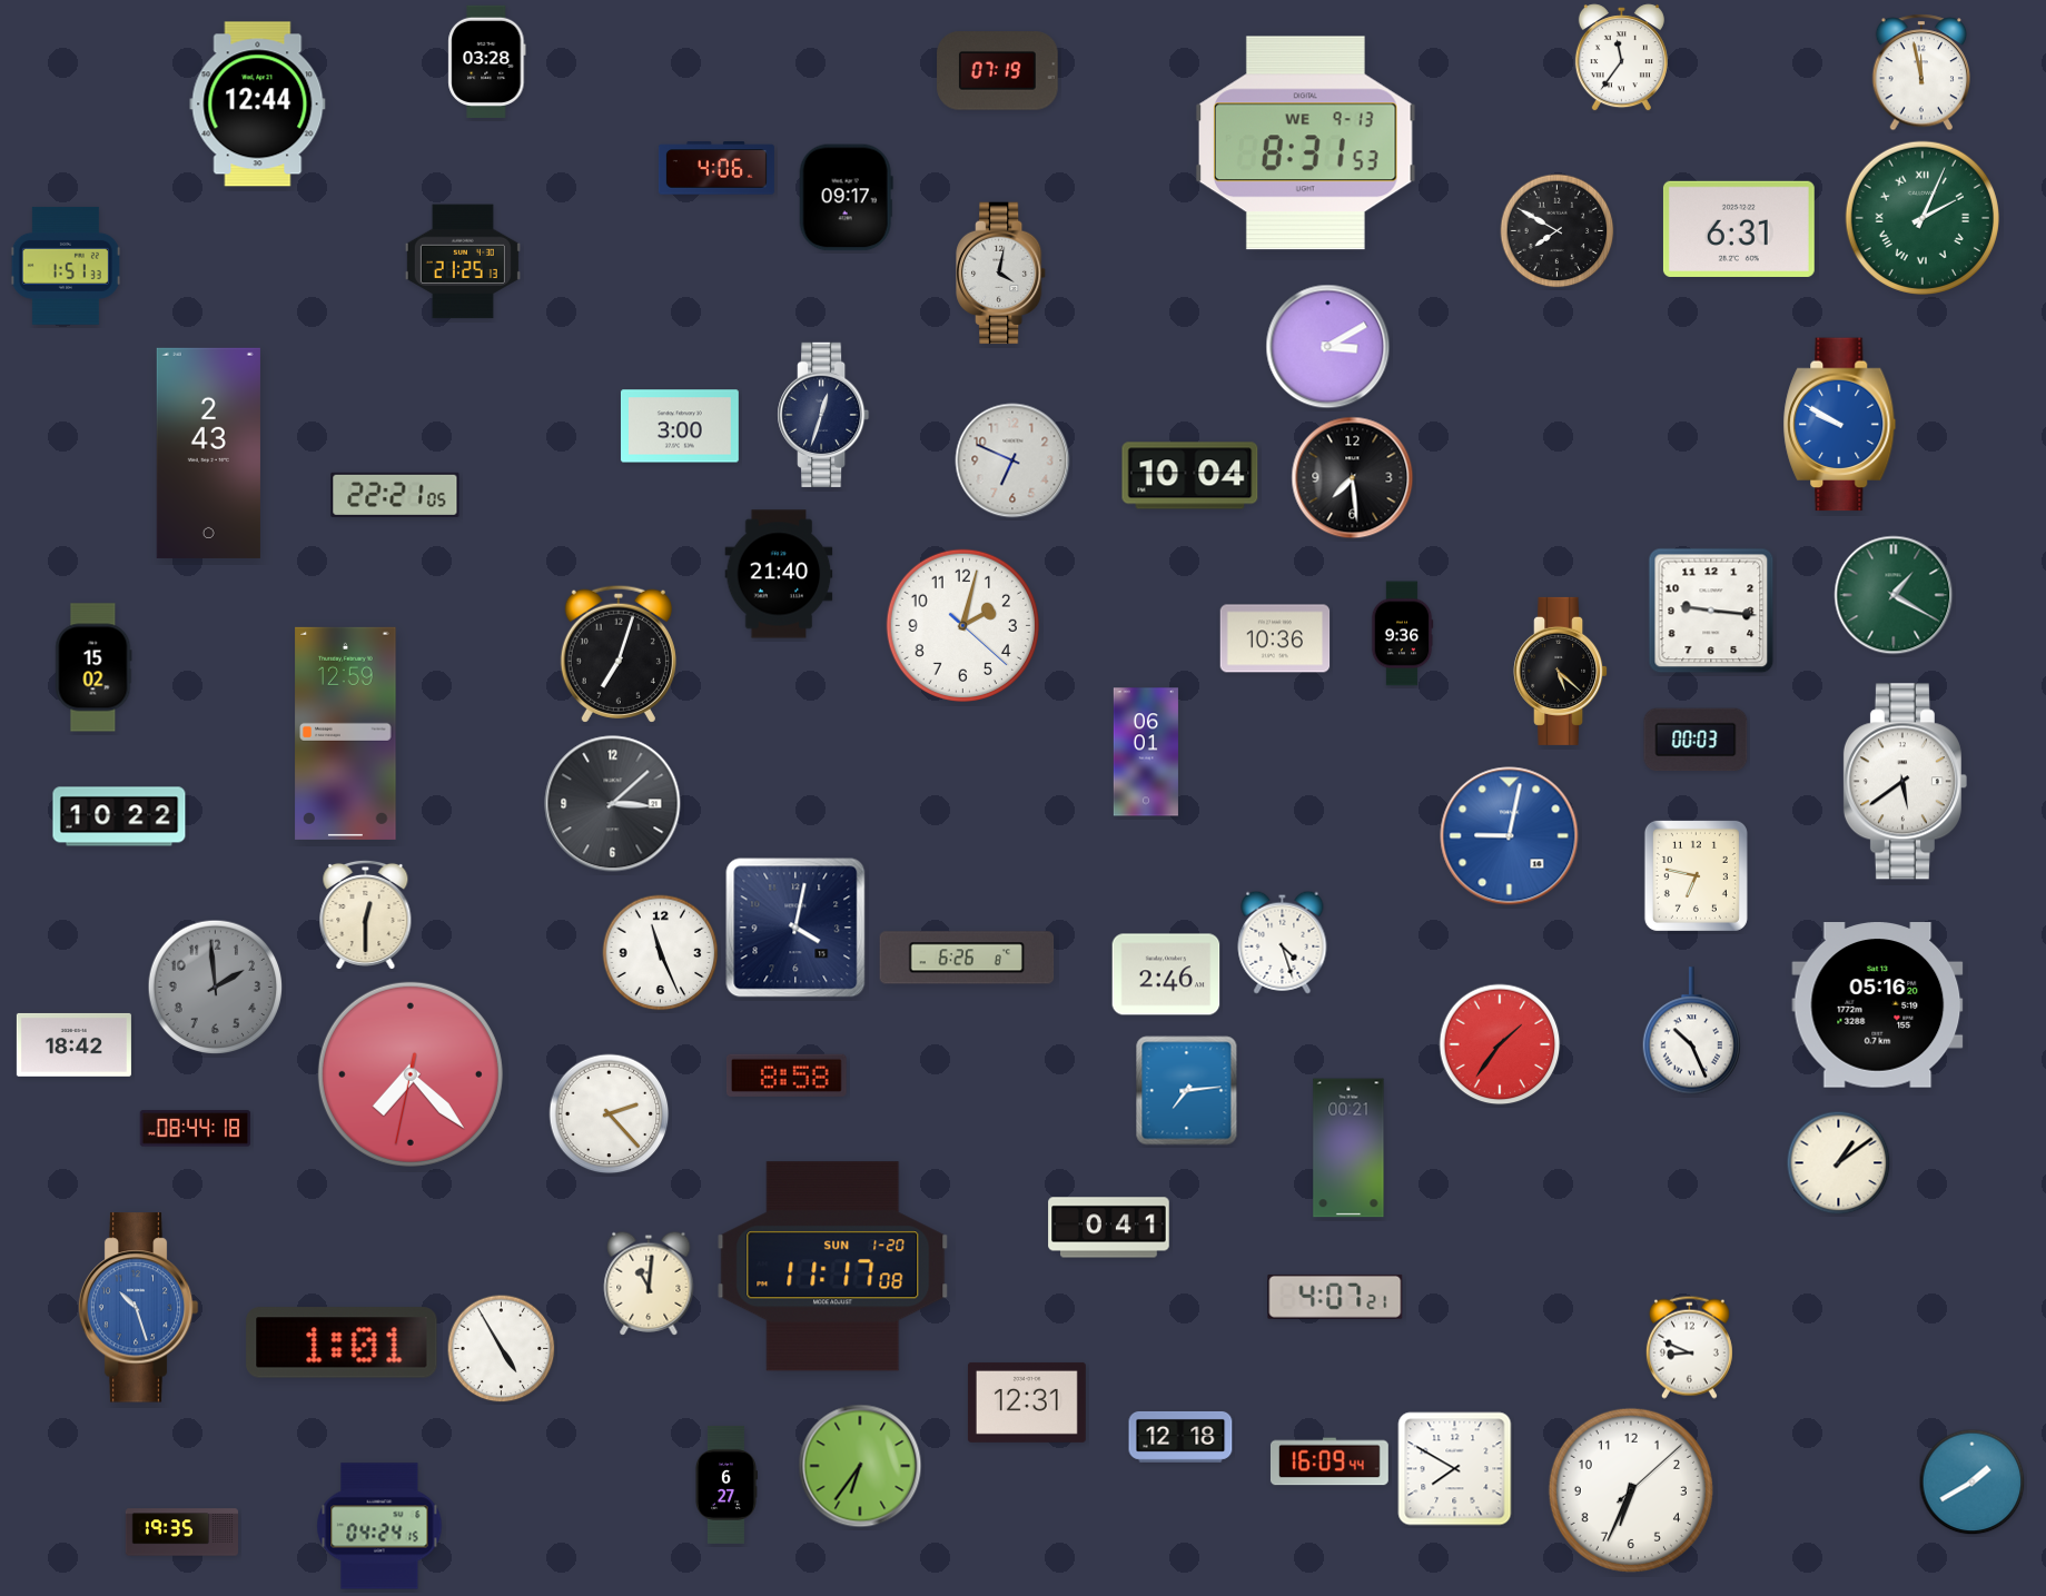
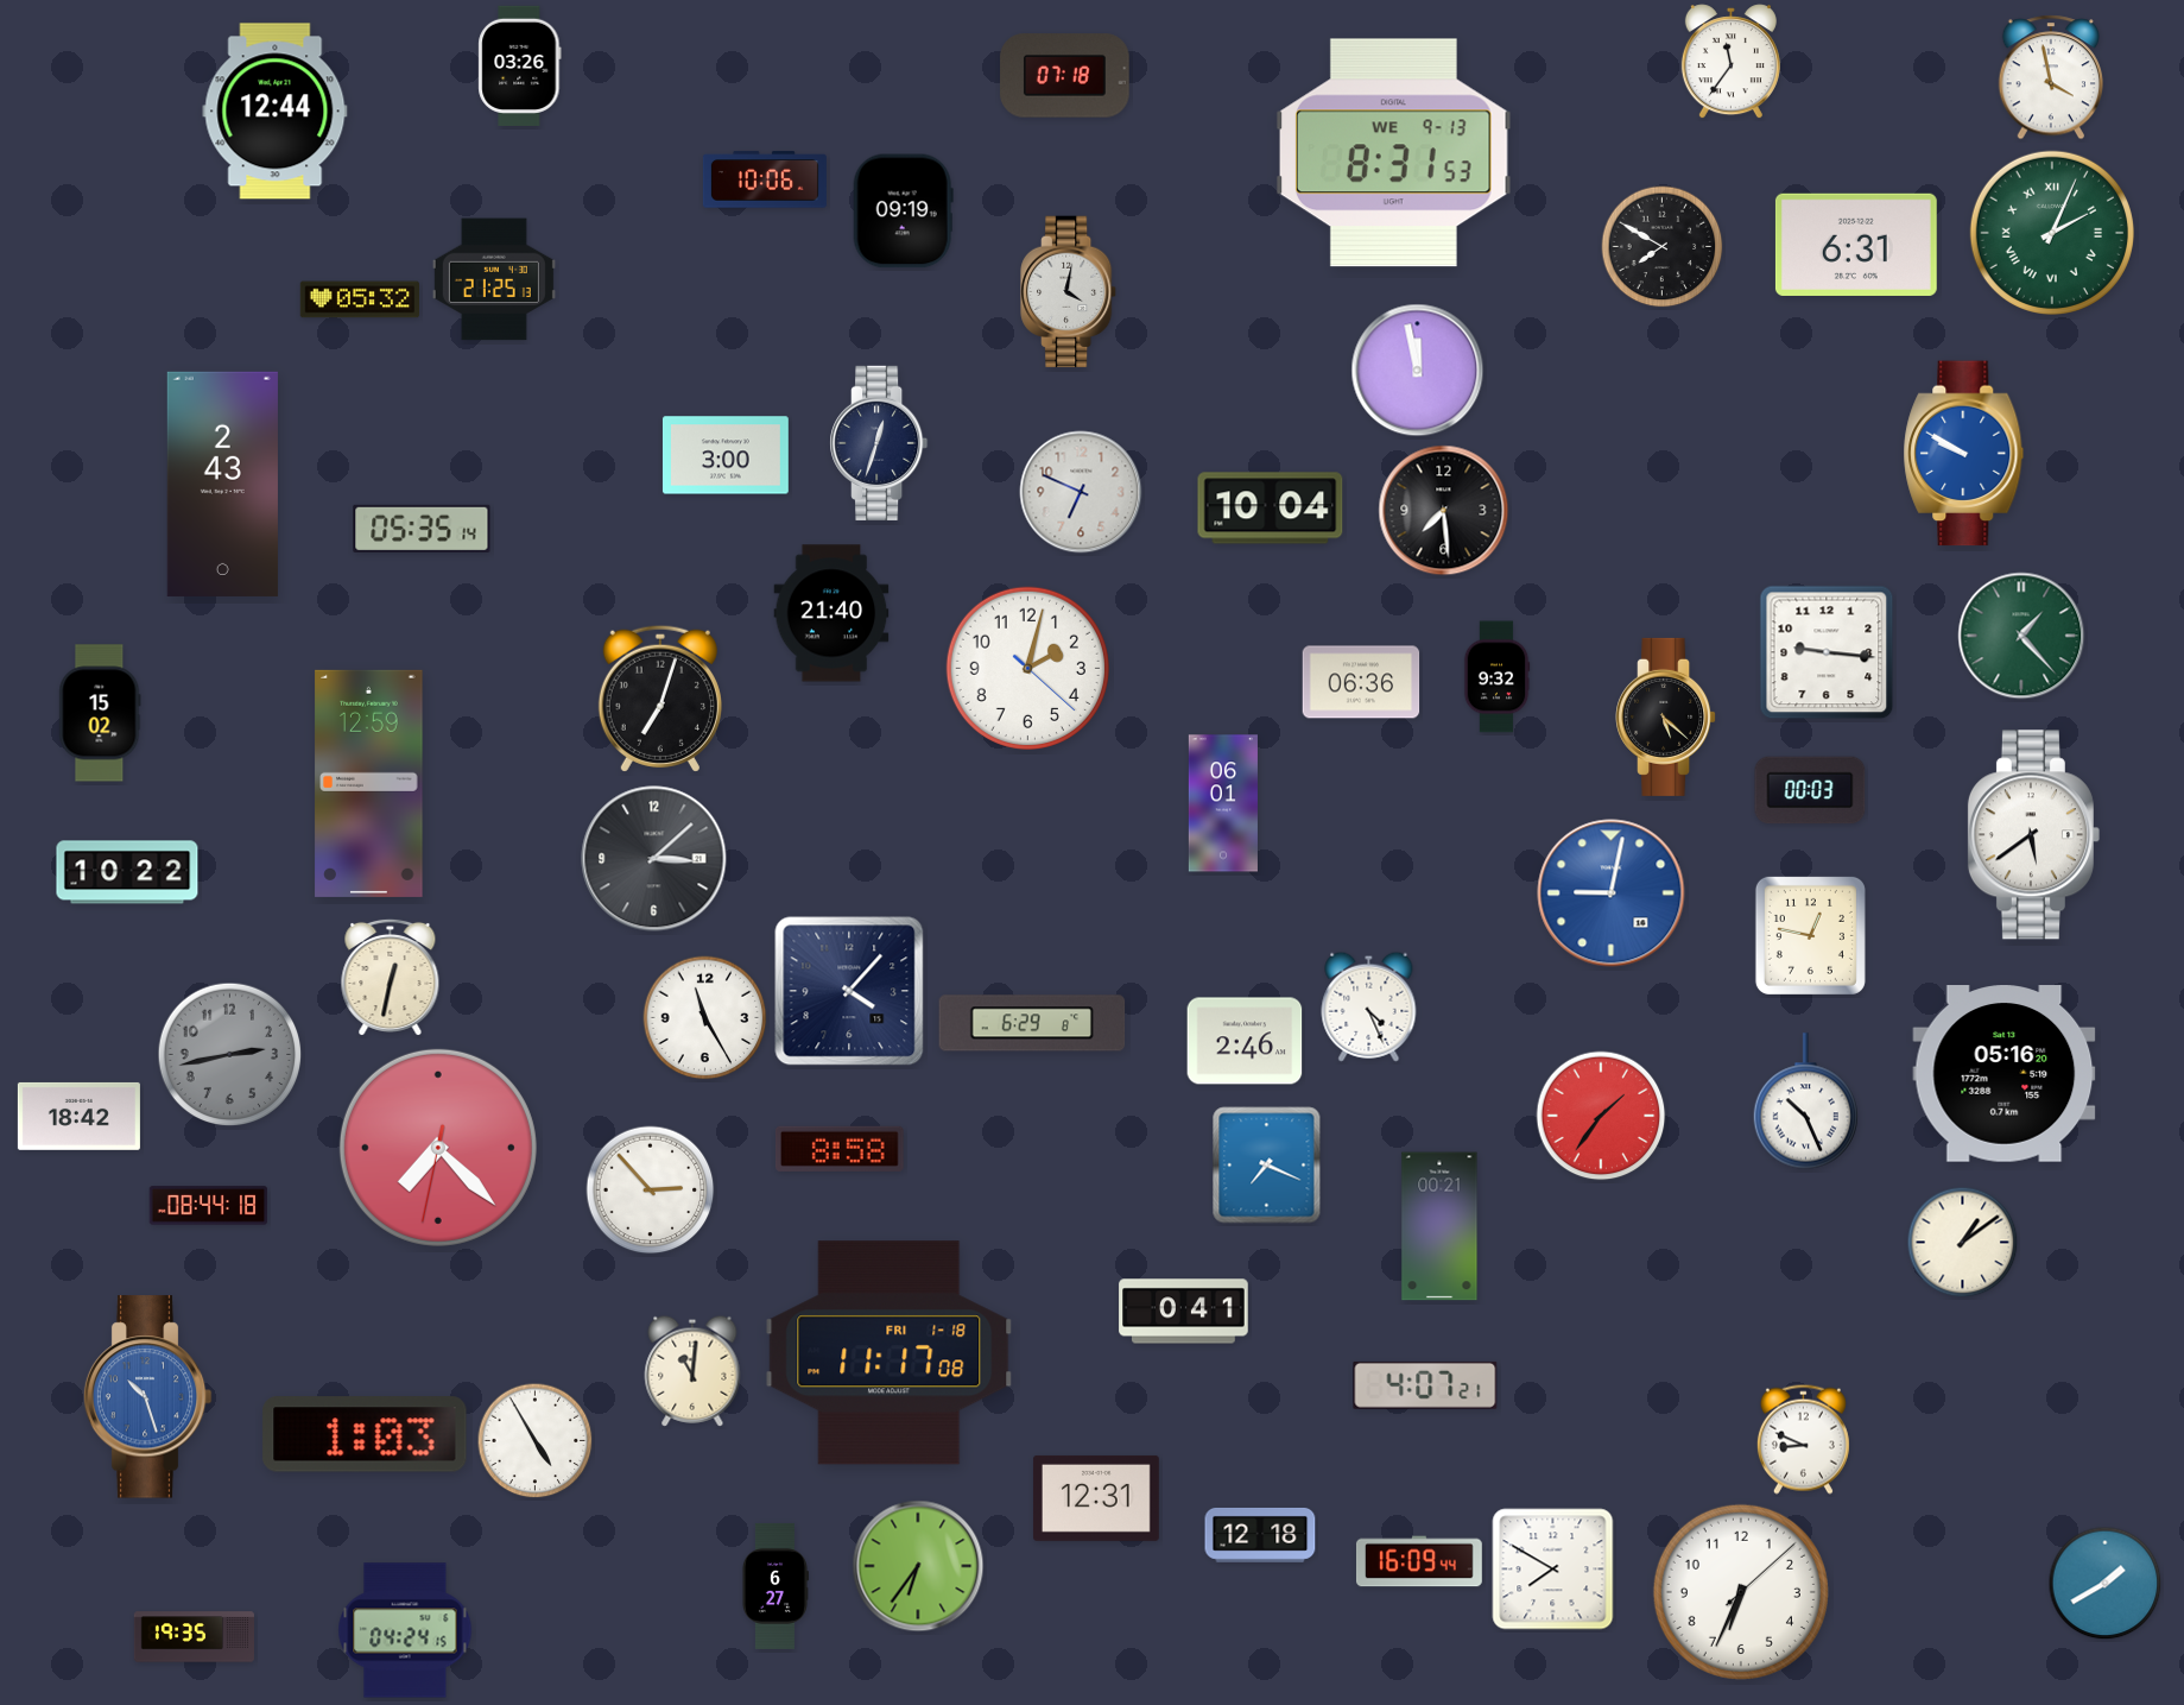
clock at (487, 61): 03:28 -> 03:26
clock at (998, 71): 07:19 -> 07:18
clock at (1921, 72): 11:58 -> 3:58
clock at (716, 168): 4:06 -> 10:06
clock at (846, 198): 09:17 -> 09:19
clock at (66, 266): 1:51 -> none
clock at (360, 299): none -> 05:32
clock at (1328, 347): 3:10 -> 11:58
clock at (395, 495): 22:21 -> 05:35
clock at (1894, 595): 1:20 -> 1:23
clock at (1402, 634): 9:36 -> 9:32
clock at (1275, 638): 10:36 -> 06:36
clock at (1696, 875): 6:47 -> 12:47
clock at (366, 914): 12:30 -> 12:32
clock at (795, 928): 4:02 -> 4:07
clock at (1283, 942): 4:27 -> 4:26
clock at (661, 953): 11:26 -> 11:25
clock at (967, 958): 6:26 -> 6:29
clock at (216, 988): 1:59 -> 2:43
clock at (1187, 1091): 7:14 -> 7:19
clock at (610, 1114): 2:23 -> 2:53
clock at (833, 1267) date: SUN 1-20 -> FRI 1-18
clock at (342, 1342): 1:01 -> 1:03
